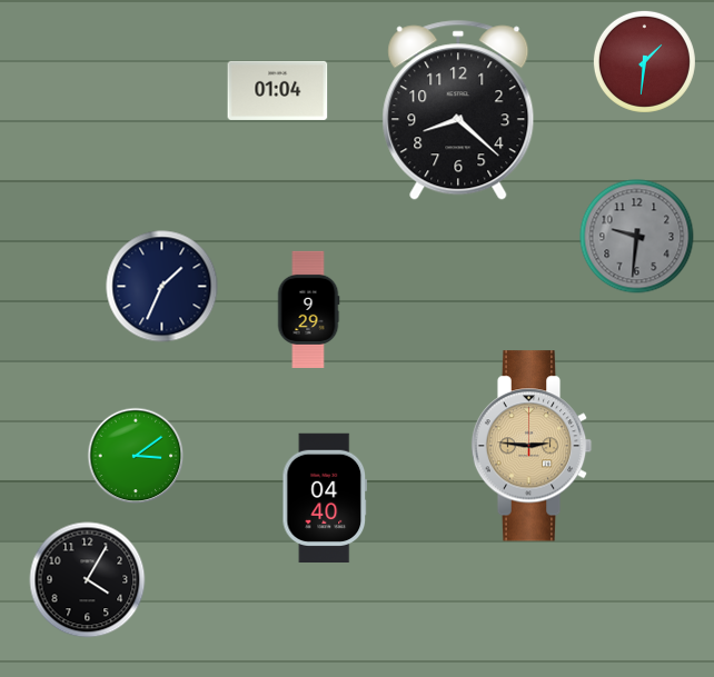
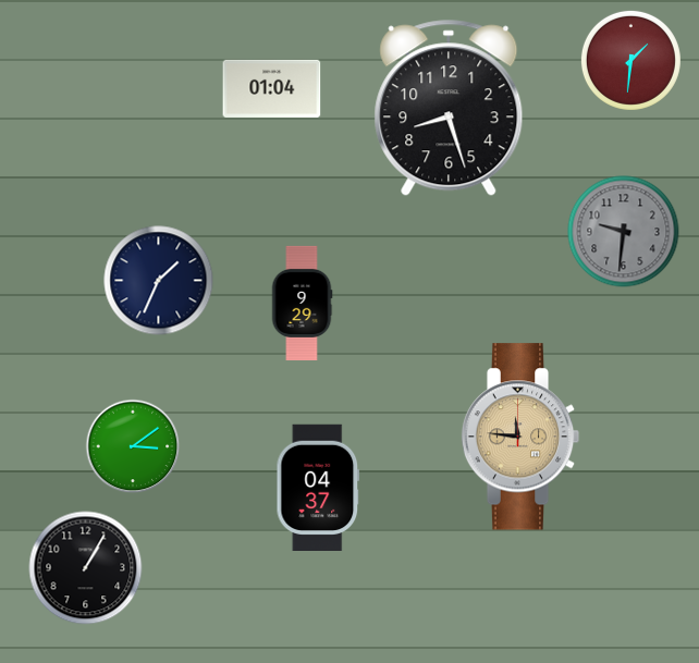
clock at (458, 110): 8:22 -> 8:27
clock at (532, 446): 2:46 -> 11:46
clock at (325, 498): 04:40 -> 04:37
clock at (88, 580): 4:05 -> 1:05
